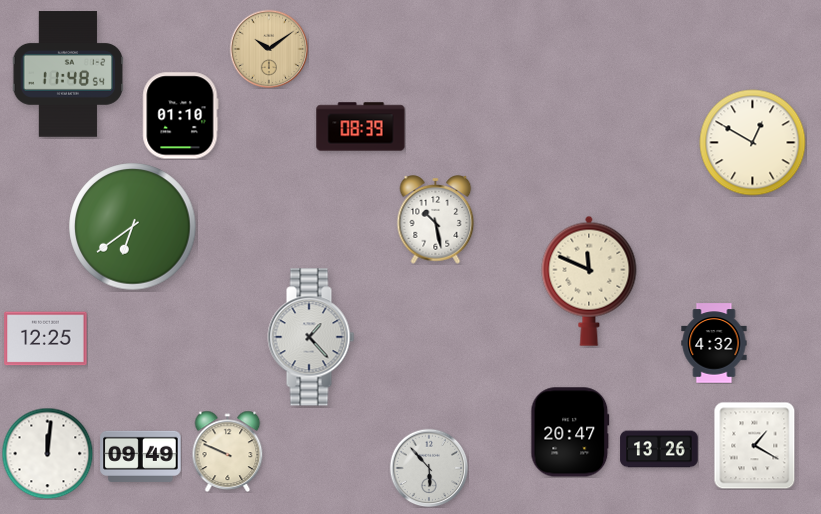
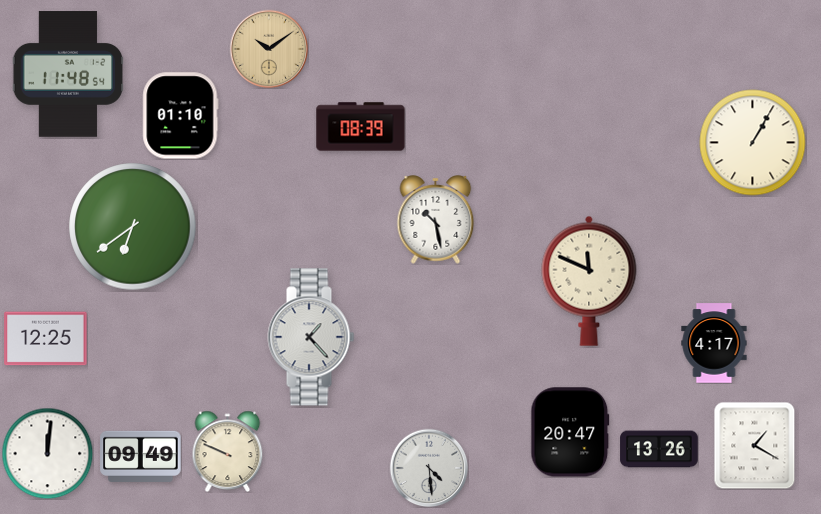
clock at (753, 143): 12:50 -> 1:05
clock at (714, 343): 4:32 -> 4:17
clock at (429, 468): 5:53 -> 4:29
